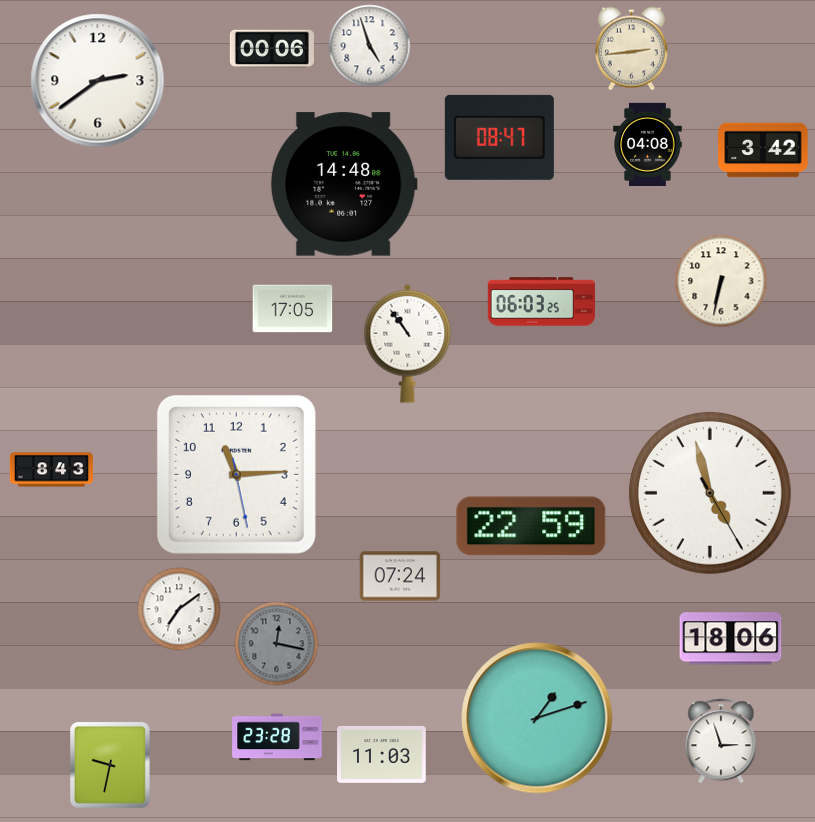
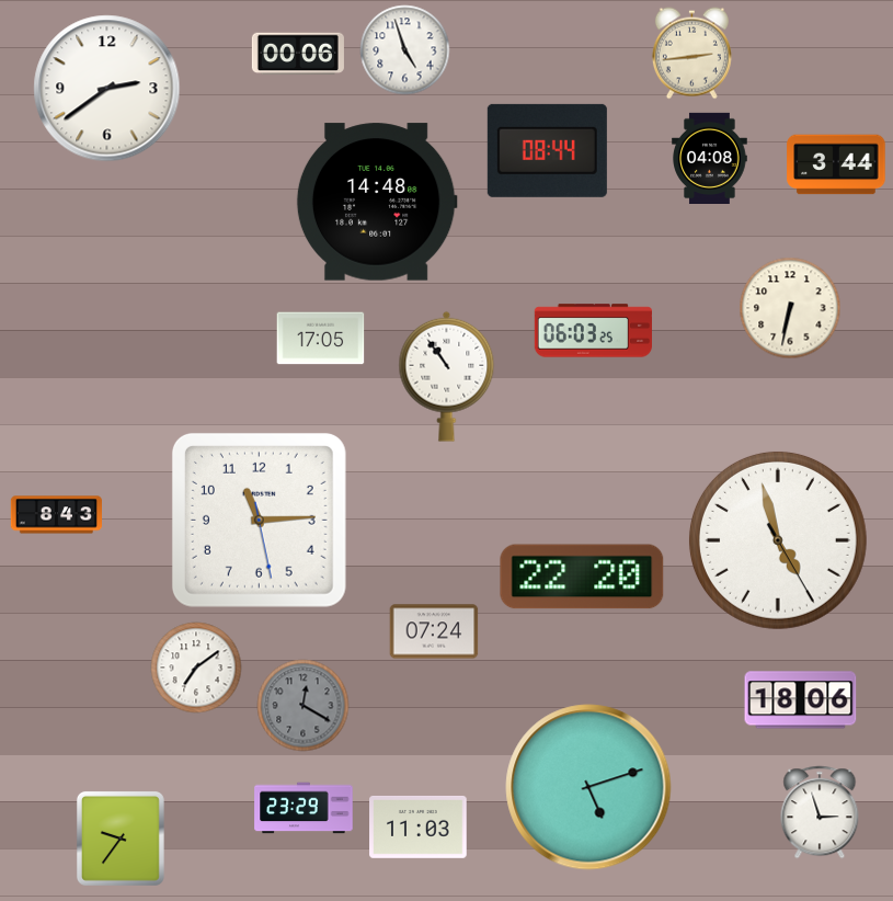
clock at (499, 137): 08:47 -> 08:44
clock at (763, 150): 3:42 -> 3:44
clock at (531, 526): 22:59 -> 22:20
clock at (400, 576) position: (400, 576) -> (434, 631)
clock at (277, 644): 12:17 -> 12:20
clock at (537, 718): 1:12 -> 5:12
clock at (277, 737): 23:28 -> 23:29
clock at (721, 741) position: (721, 741) -> (820, 812)
clock at (110, 765): 9:32 -> 9:36
